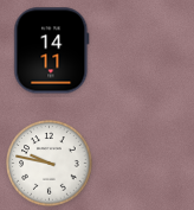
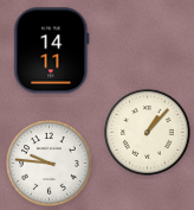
clock at (148, 133): none -> 1:07
clock at (50, 164): 9:47 -> 9:46
